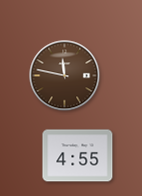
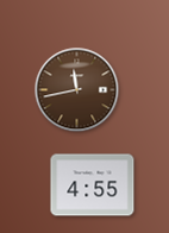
clock at (65, 76): 11:47 -> 11:43
